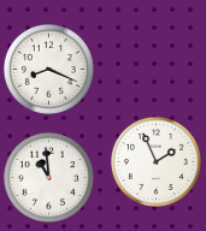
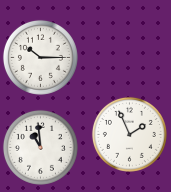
clock at (48, 69): 8:19 -> 10:15
